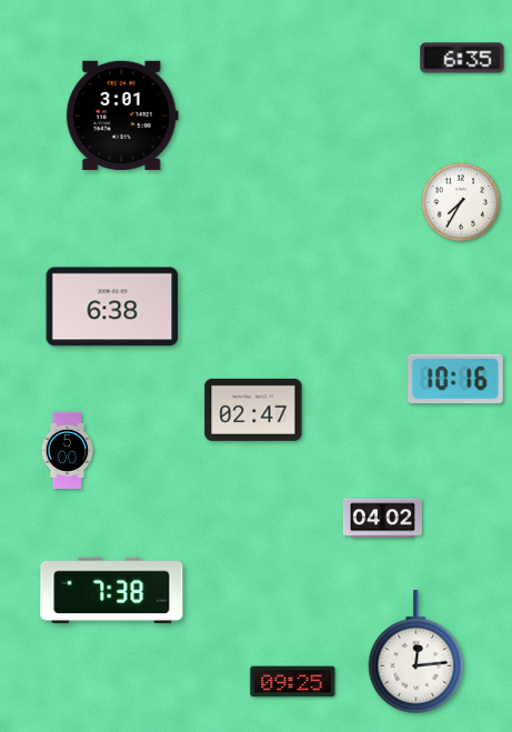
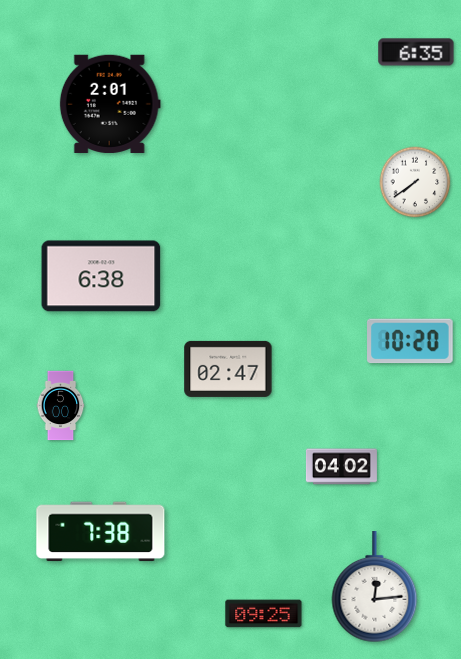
clock at (122, 116): 3:01 -> 2:01
clock at (461, 202): 7:35 -> 7:39
clock at (455, 379): 10:16 -> 10:20
clock at (382, 519) position: (382, 519) -> (341, 467)
